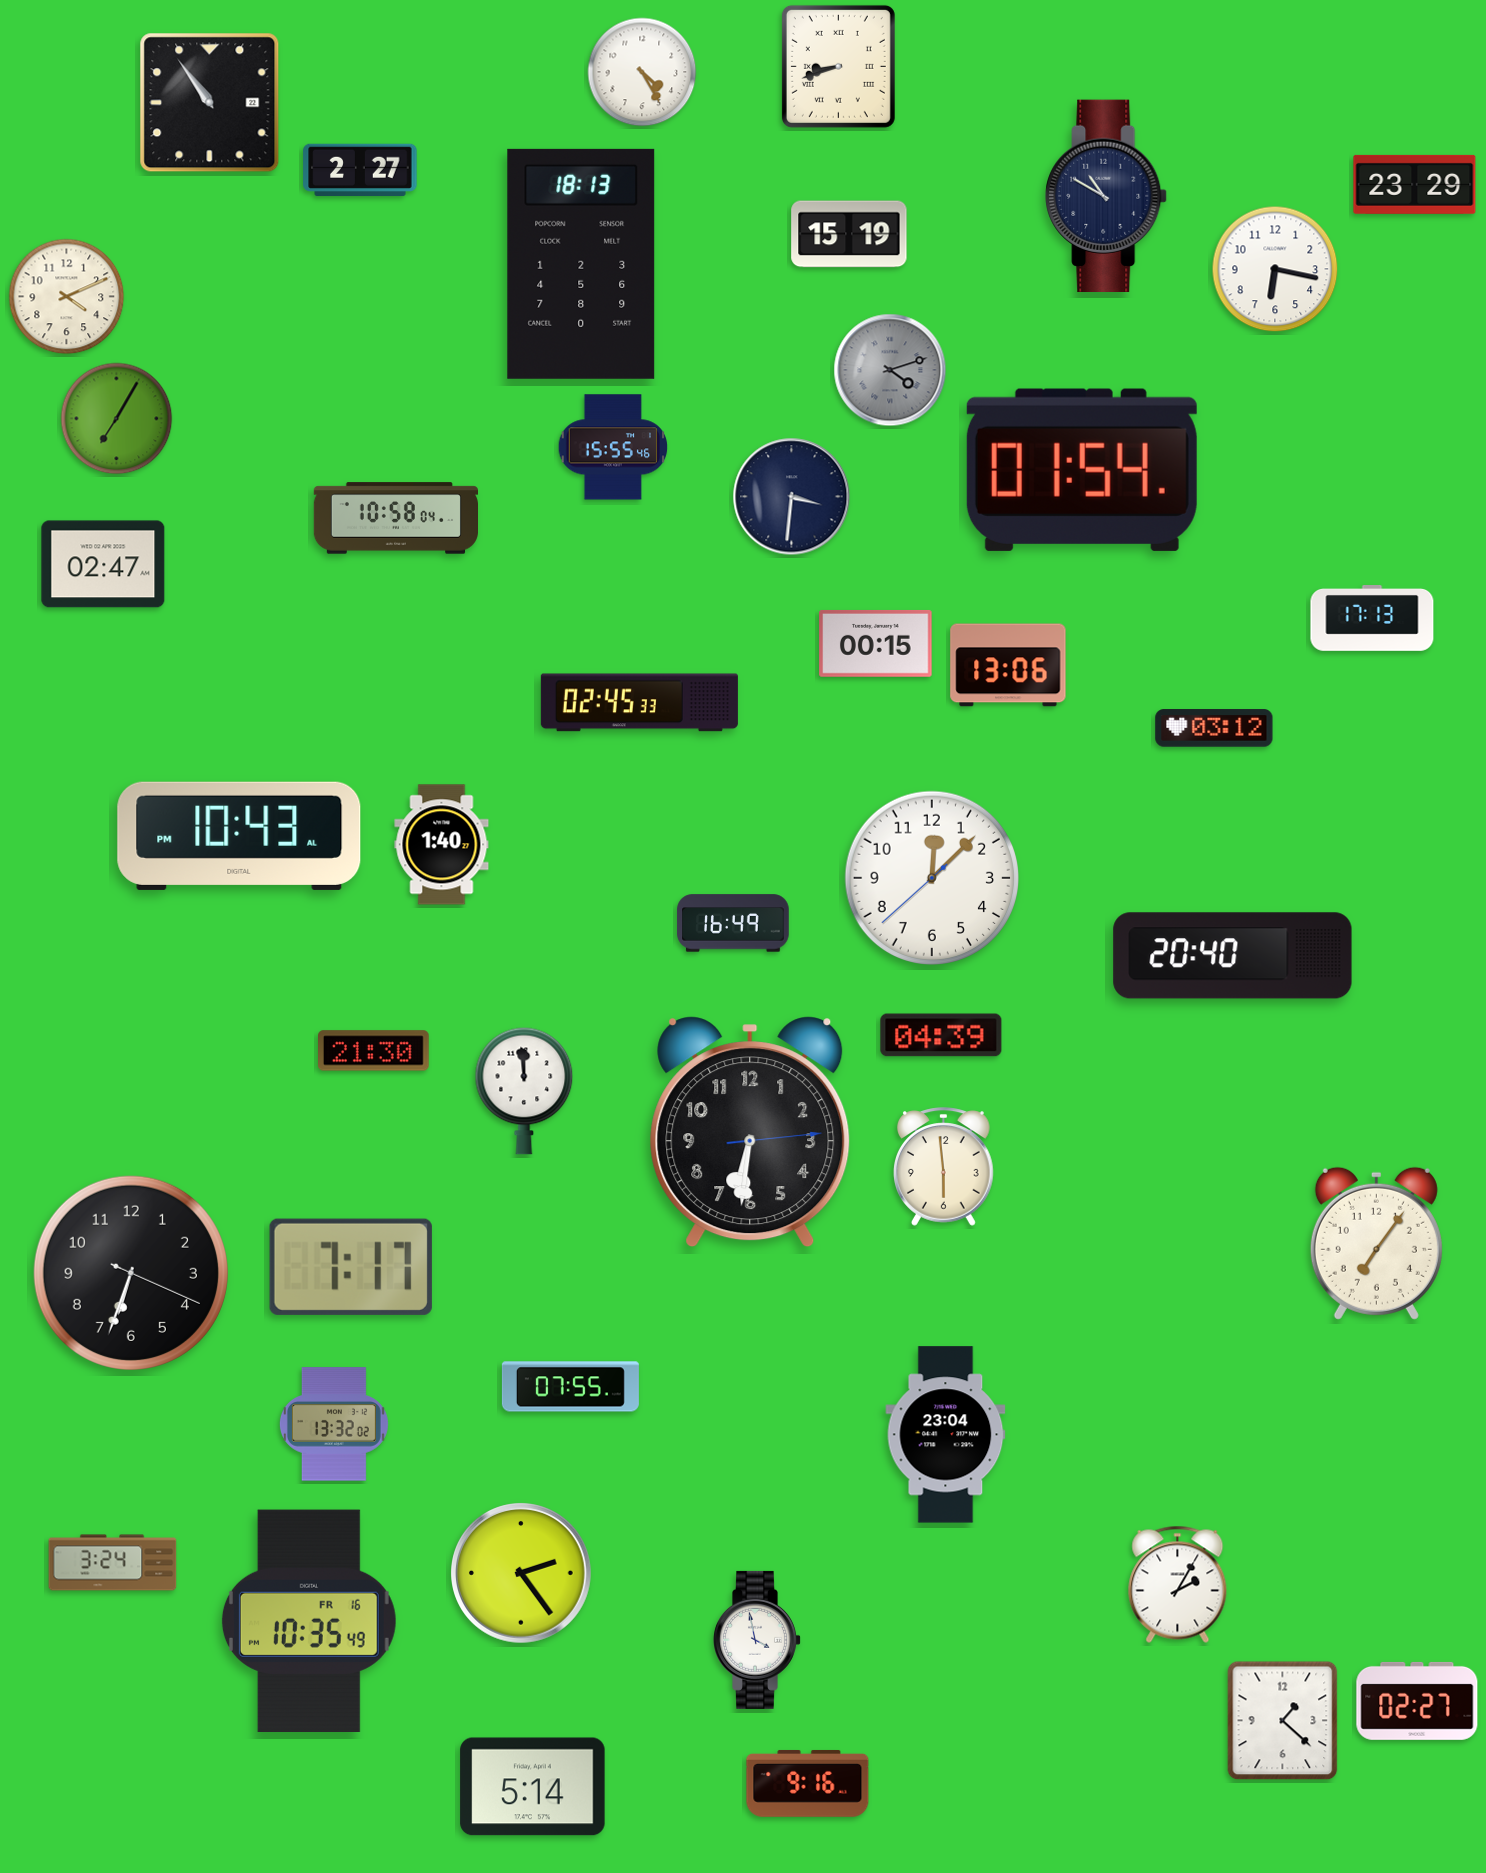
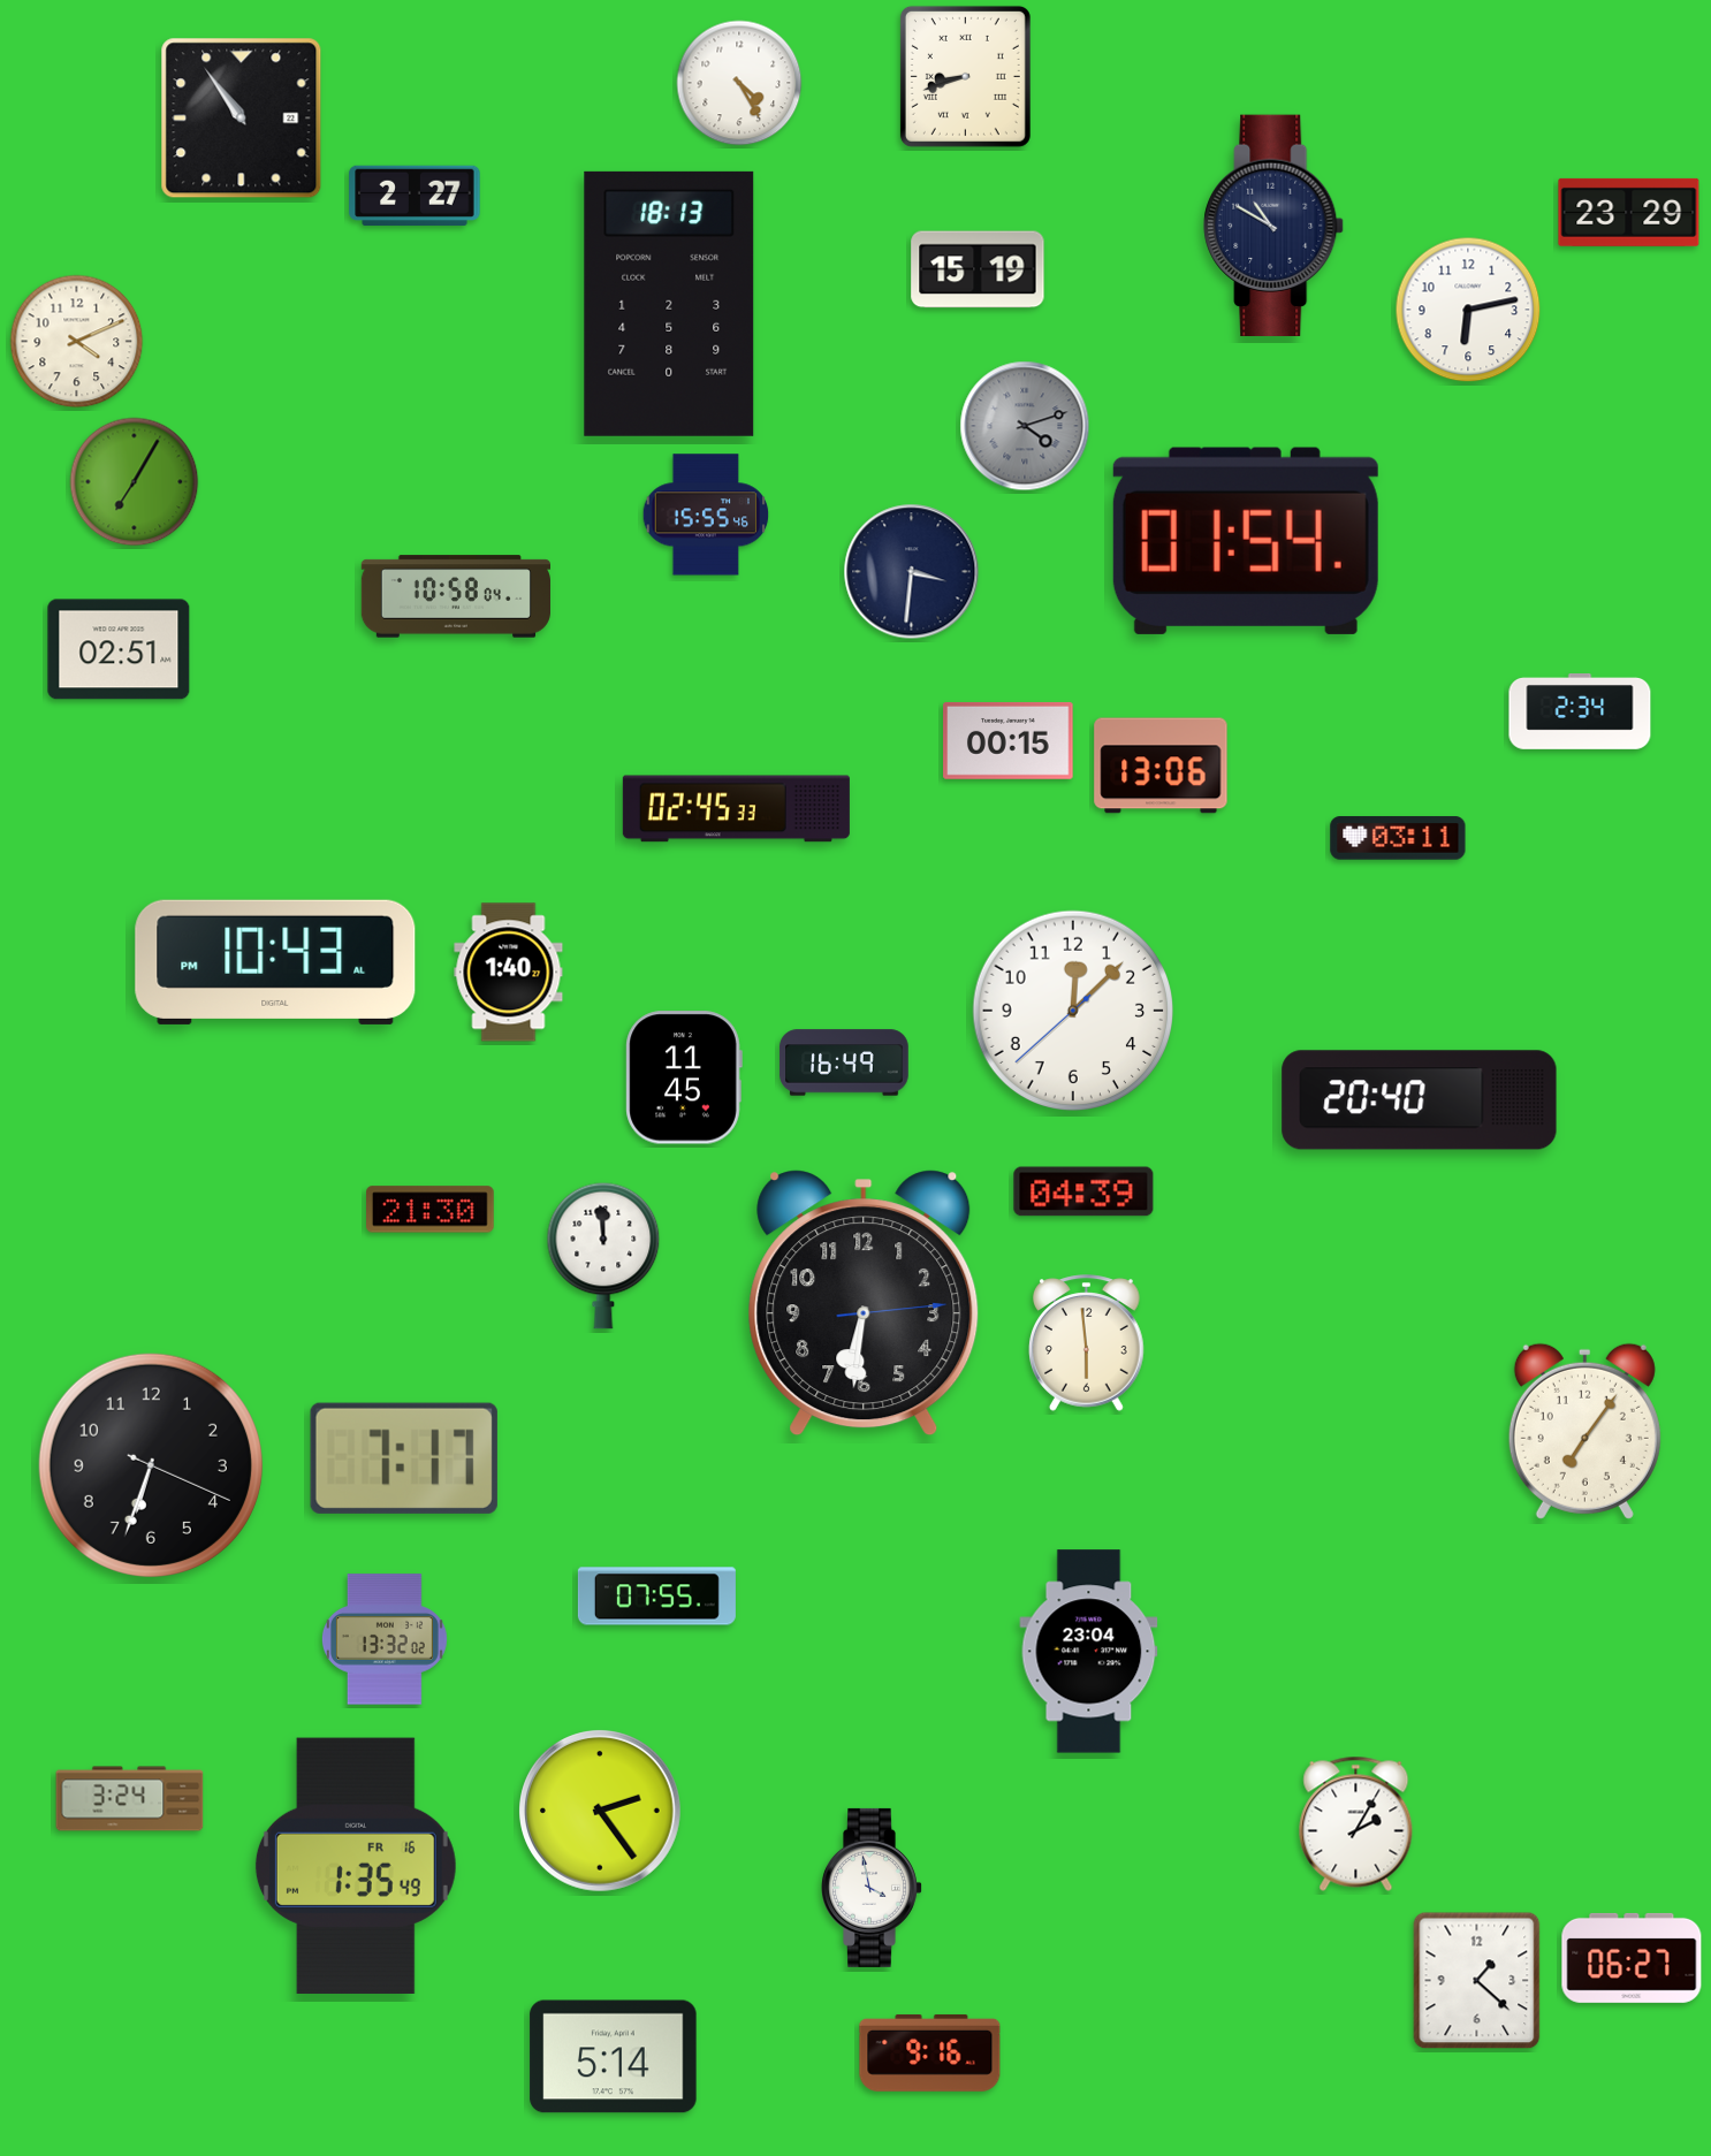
clock at (1275, 269): 6:17 -> 6:13
clock at (103, 564): 02:47 -> 02:51
clock at (1372, 619): 17:13 -> 2:34
clock at (1214, 728): 03:12 -> 03:11
clock at (684, 1077): none -> 11:45
clock at (309, 1620): 10:35 -> 1:35
clock at (1417, 1701): 02:27 -> 06:27
